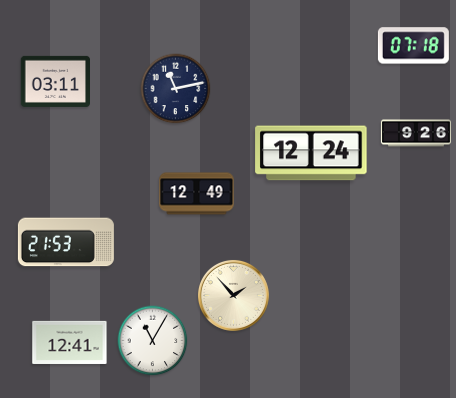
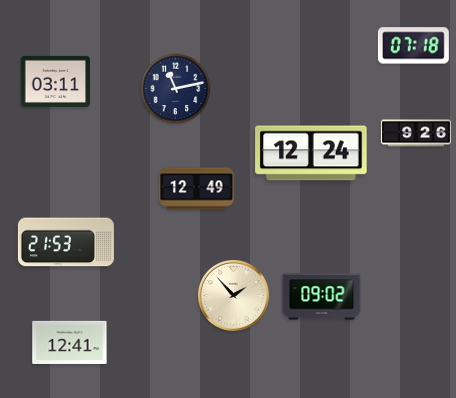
clock at (197, 194) position: (197, 194) -> (197, 189)
clock at (322, 297): none -> 09:02
clock at (153, 341): 11:05 -> none
